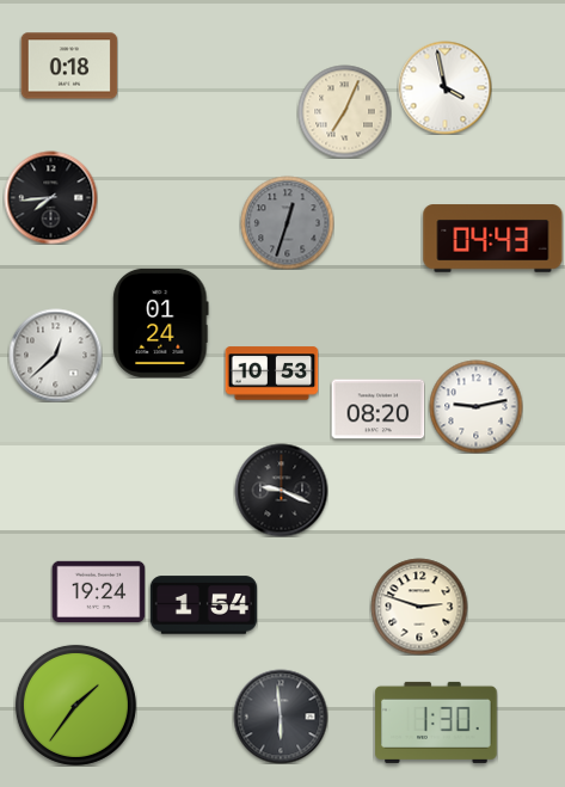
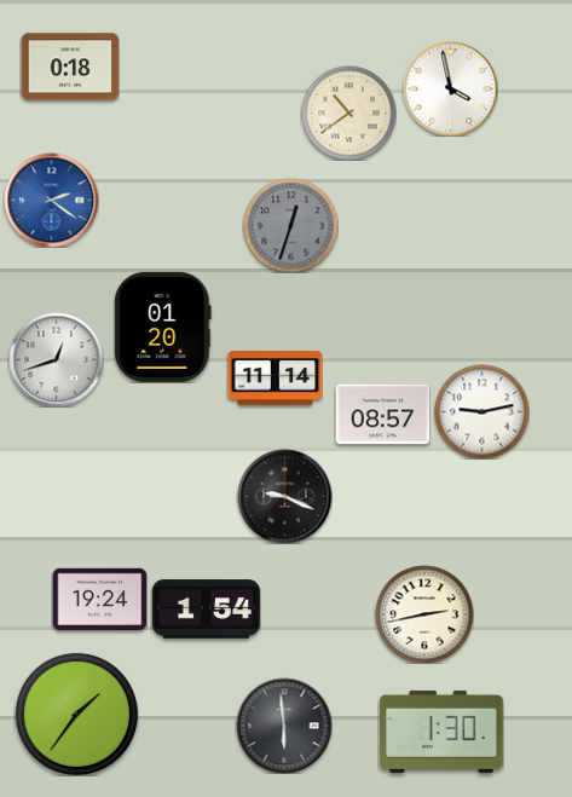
clock at (344, 111): 7:04 -> 10:39
clock at (50, 197): 7:44 -> 2:21
clock at (50, 197) dial: black -> blue
clock at (493, 239): 04:43 -> none
clock at (161, 322): 01:24 -> 01:20
clock at (55, 355): 12:38 -> 12:42
clock at (271, 374): 10:53 -> 11:14
clock at (377, 410): 08:20 -> 08:57
clock at (203, 605) position: (203, 605) -> (206, 610)
clock at (419, 607): 2:48 -> 2:43
